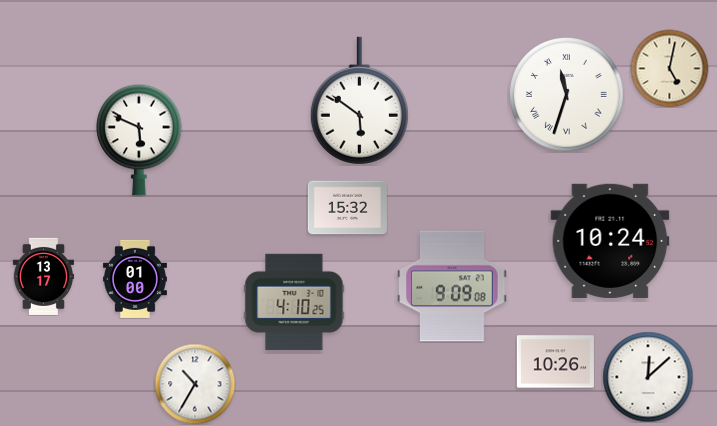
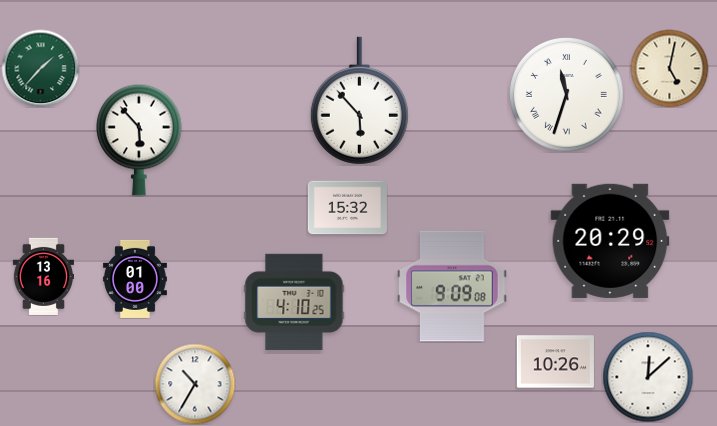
clock at (40, 68): none -> 1:37
clock at (359, 101): 5:51 -> 5:53
clock at (140, 140): 5:49 -> 5:53
clock at (610, 241): 10:24 -> 20:29
clock at (43, 276): 13:17 -> 13:16
